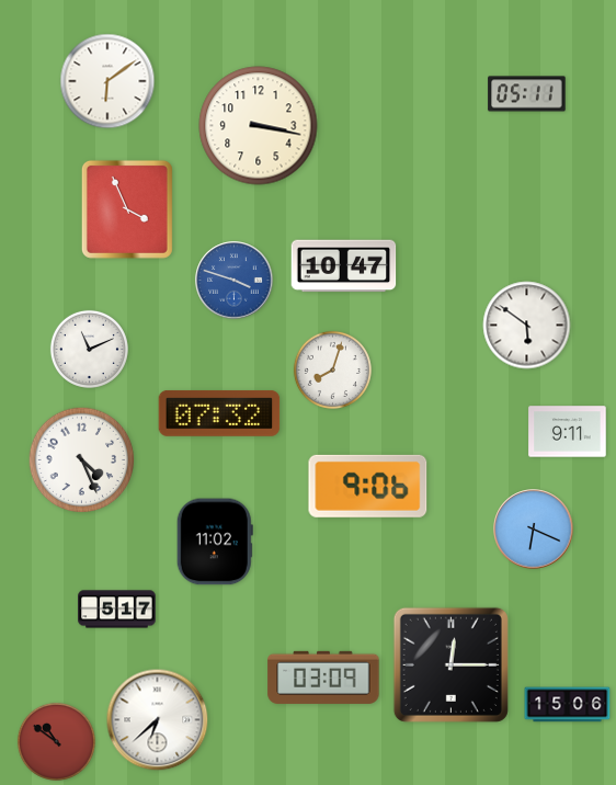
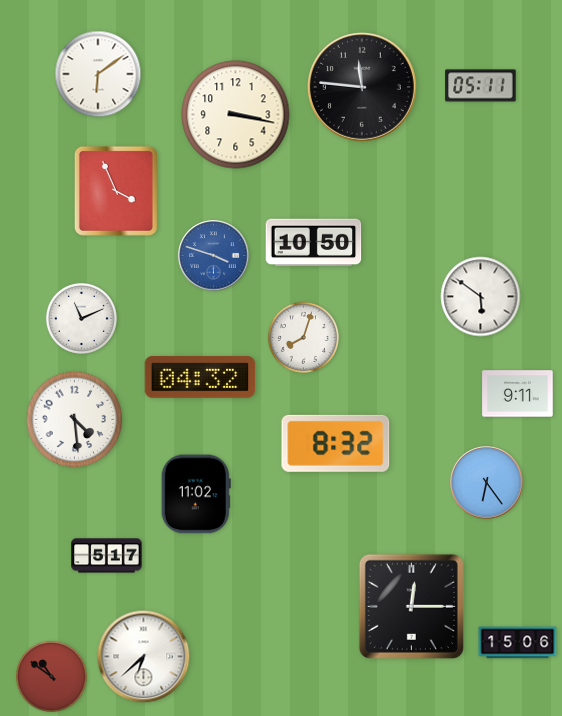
clock at (362, 87): none -> 11:46
clock at (344, 266): 10:47 -> 10:50
clock at (219, 413): 07:32 -> 04:32
clock at (82, 460): 4:26 -> 4:29
clock at (368, 486): 9:06 -> 8:32
clock at (534, 530): 6:19 -> 6:24
clock at (323, 678): 03:09 -> none
